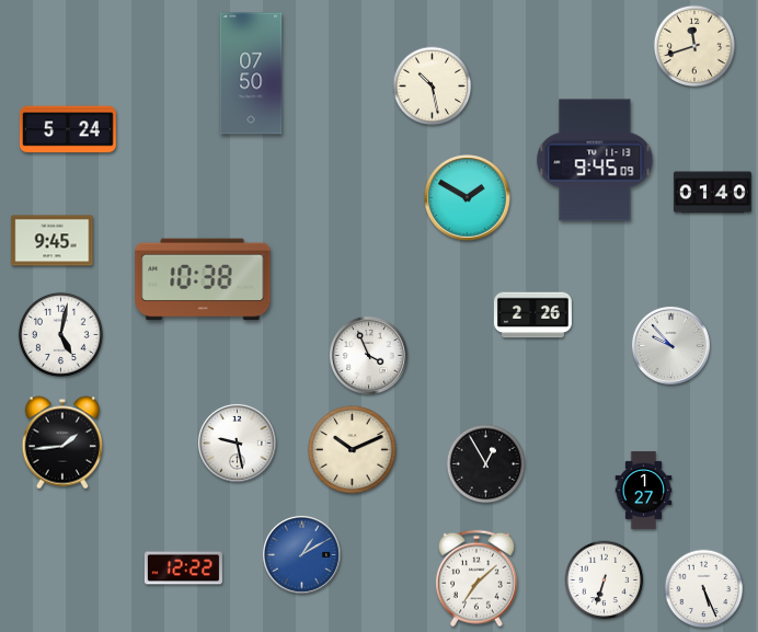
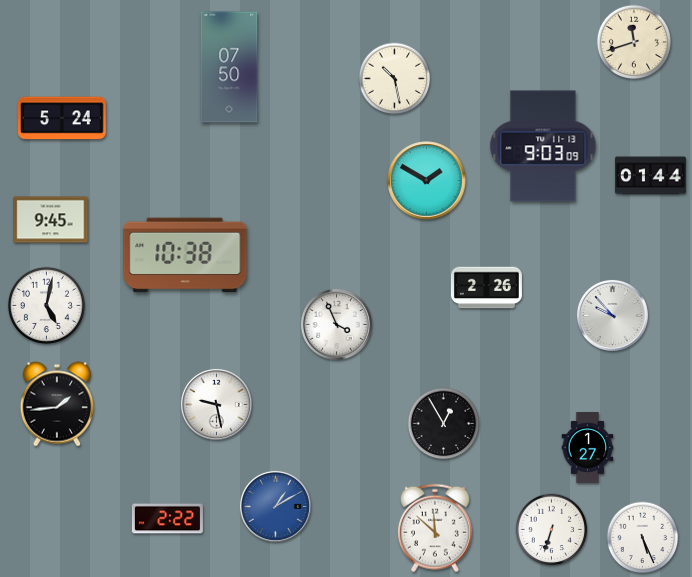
clock at (595, 160): 9:45 -> 9:03
clock at (712, 193): 01:40 -> 01:44
clock at (53, 241) position: (53, 241) -> (51, 220)
clock at (60, 334) position: (60, 334) -> (46, 305)
clock at (353, 450): 10:11 -> none
clock at (183, 568): 12:22 -> 2:22
clock at (476, 578): 7:08 -> 11:52
